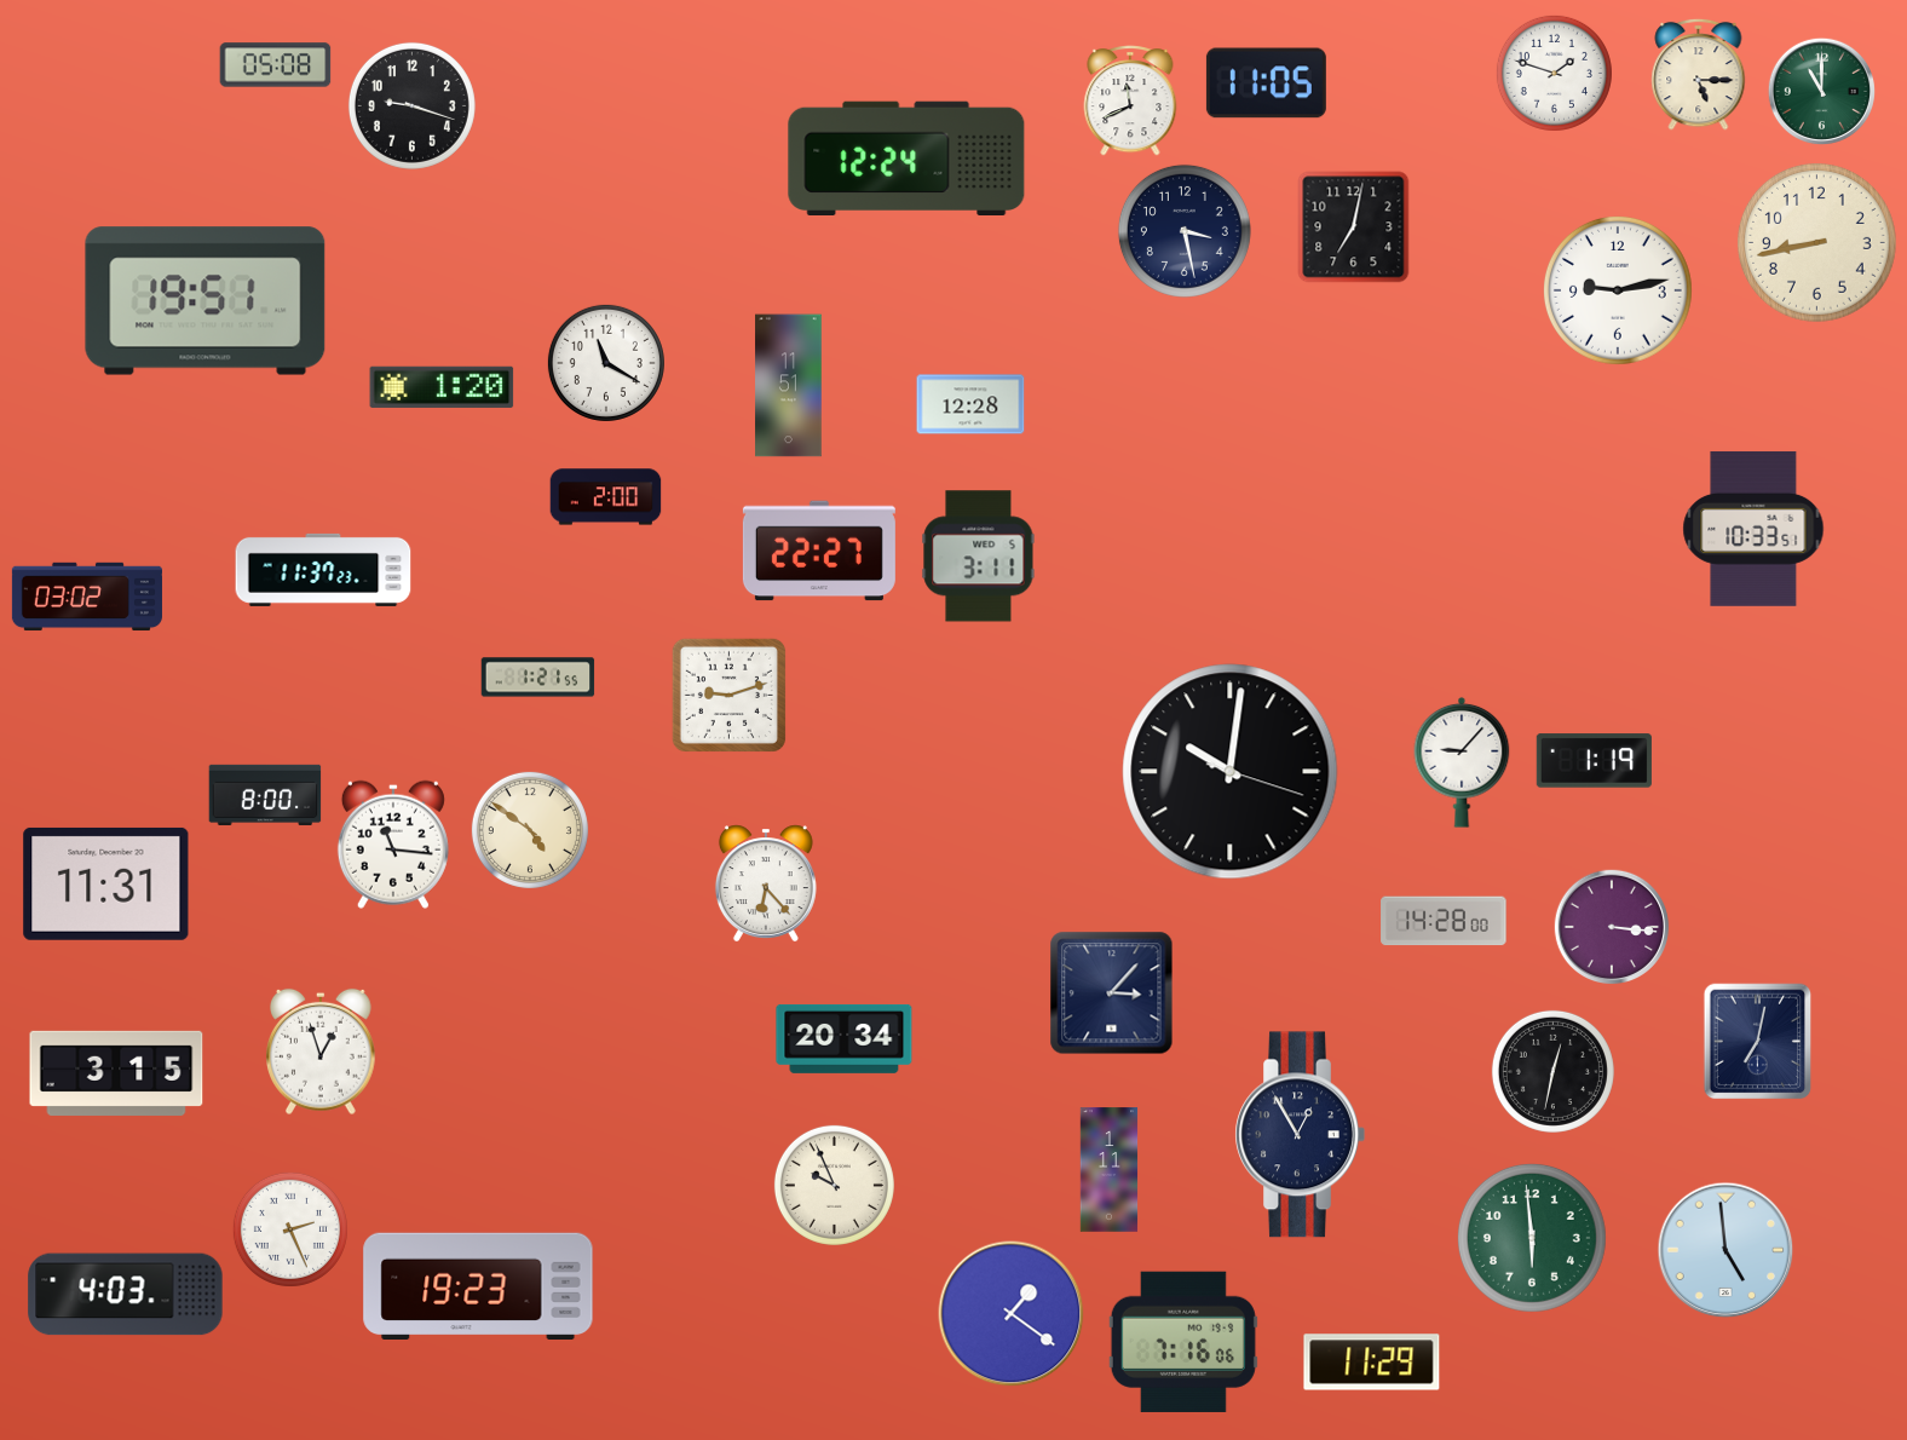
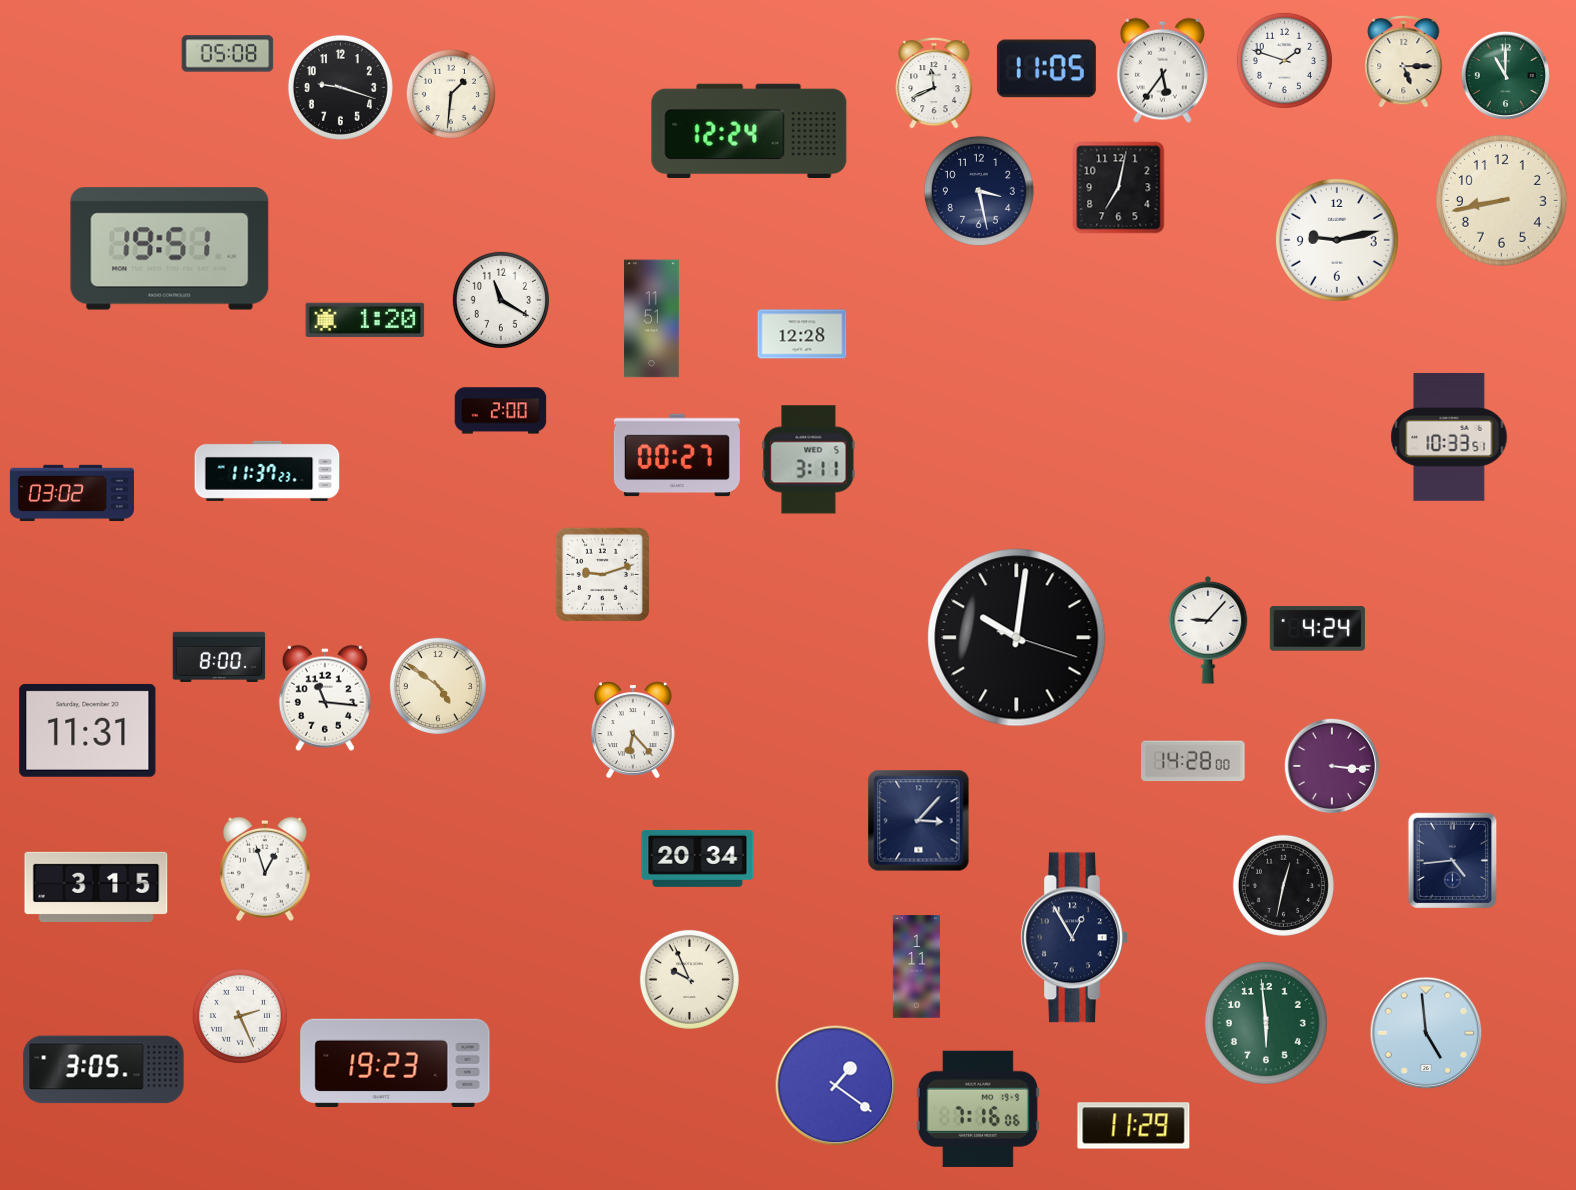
clock at (1162, 70): none -> 5:36
clock at (451, 94): none -> 1:31
clock at (819, 551): 22:27 -> 00:27
clock at (538, 678): 1:21 -> none
clock at (1594, 761): 1:19 -> 4:24
clock at (1758, 1042): 7:02 -> 4:44
clock at (126, 1295): 4:03 -> 3:05
